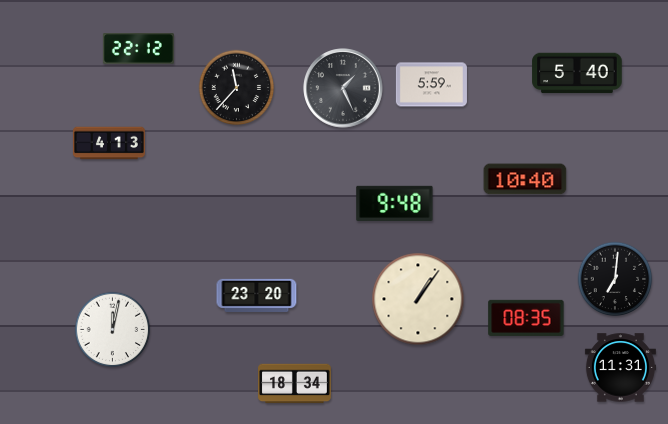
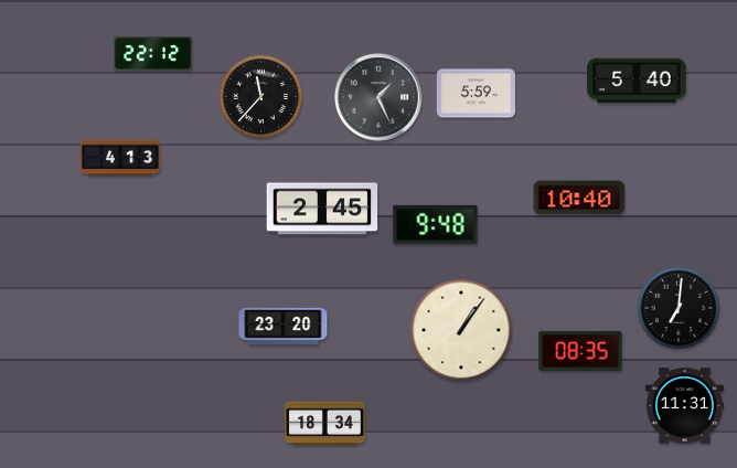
clock at (322, 209): none -> 2:45
clock at (113, 330): 12:02 -> none
